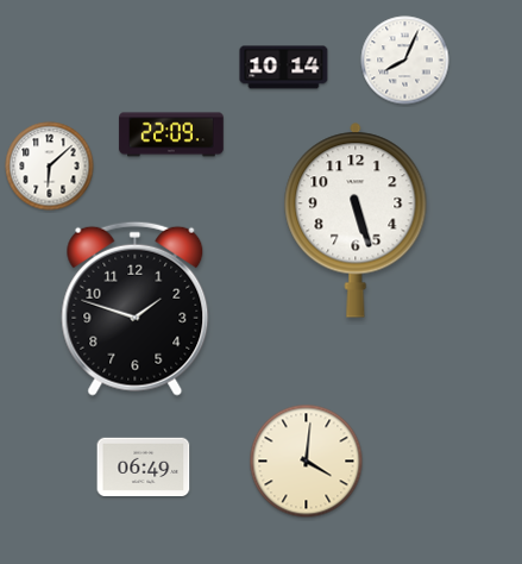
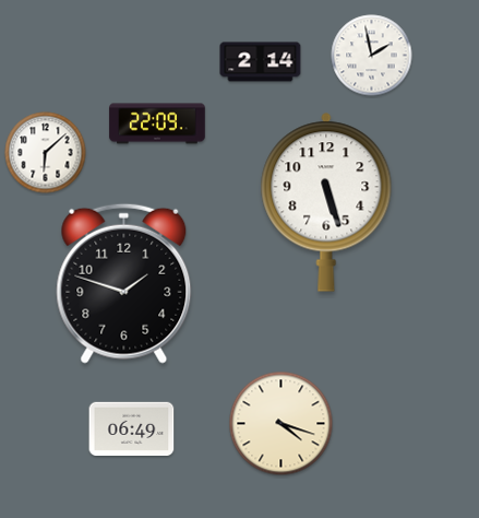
clock at (405, 61): 8:04 -> 1:58
clock at (284, 68): 10:14 -> 2:14
clock at (307, 462): 4:01 -> 4:18
